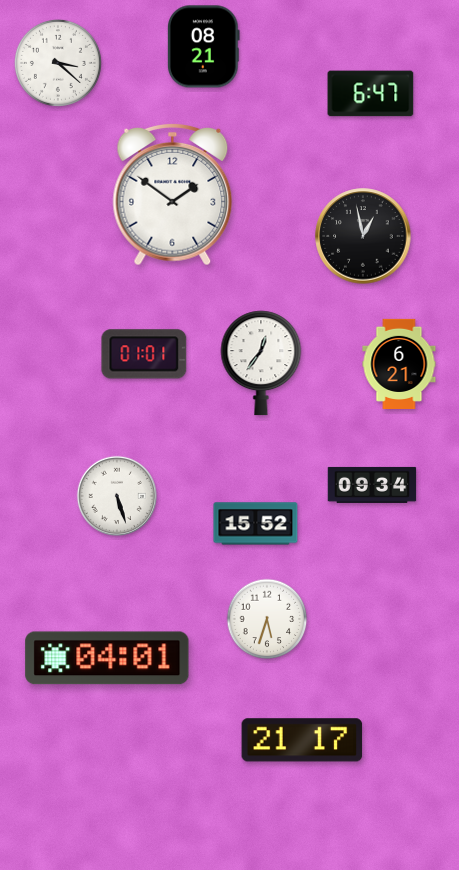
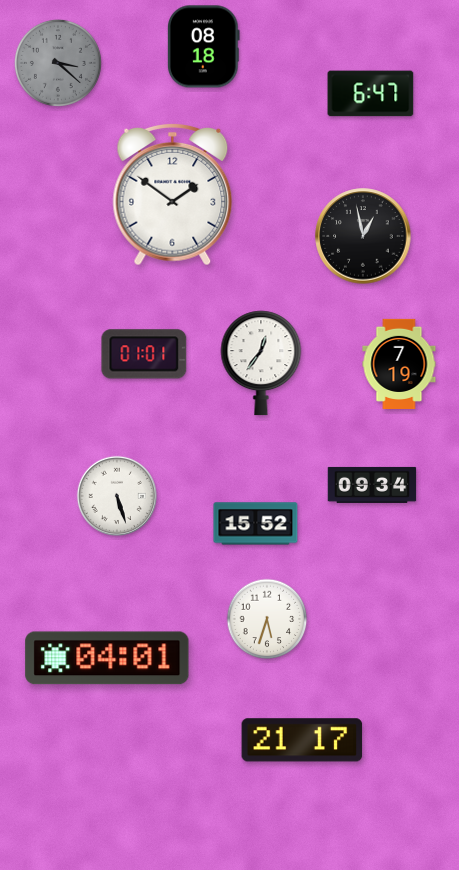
clock at (204, 47): 08:21 -> 08:18
clock at (58, 63) dial: white -> grey
clock at (399, 363): 6:21 -> 7:19
